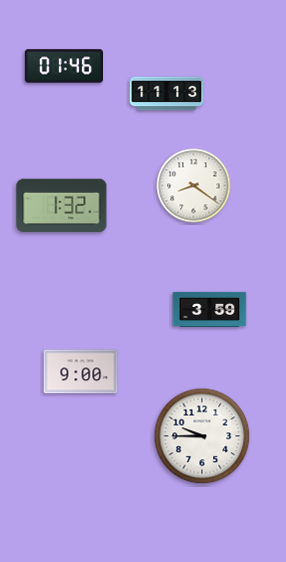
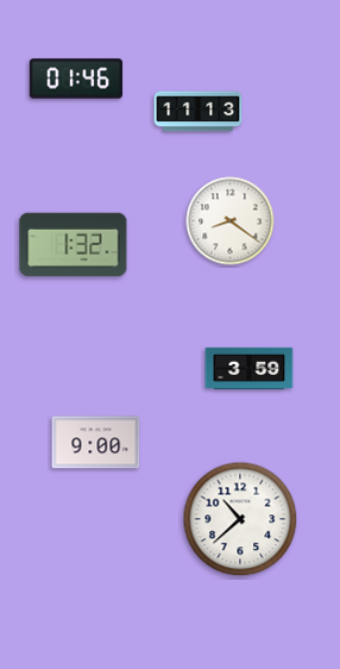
clock at (202, 436): 9:45 -> 10:38
